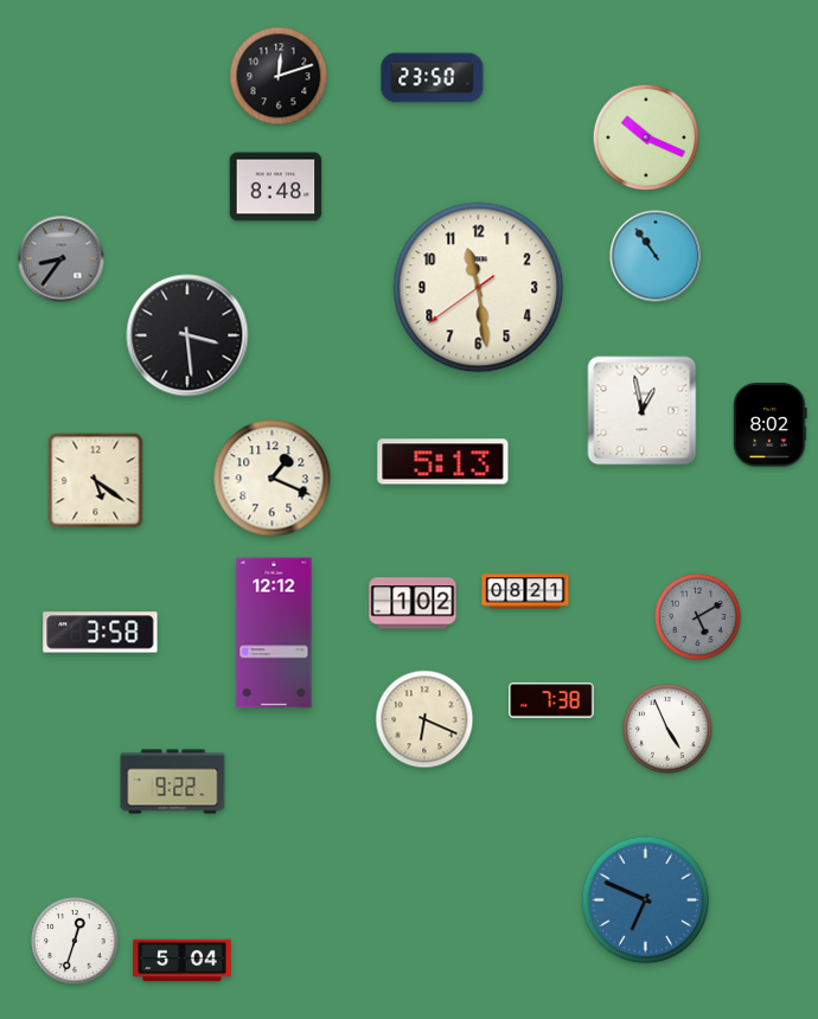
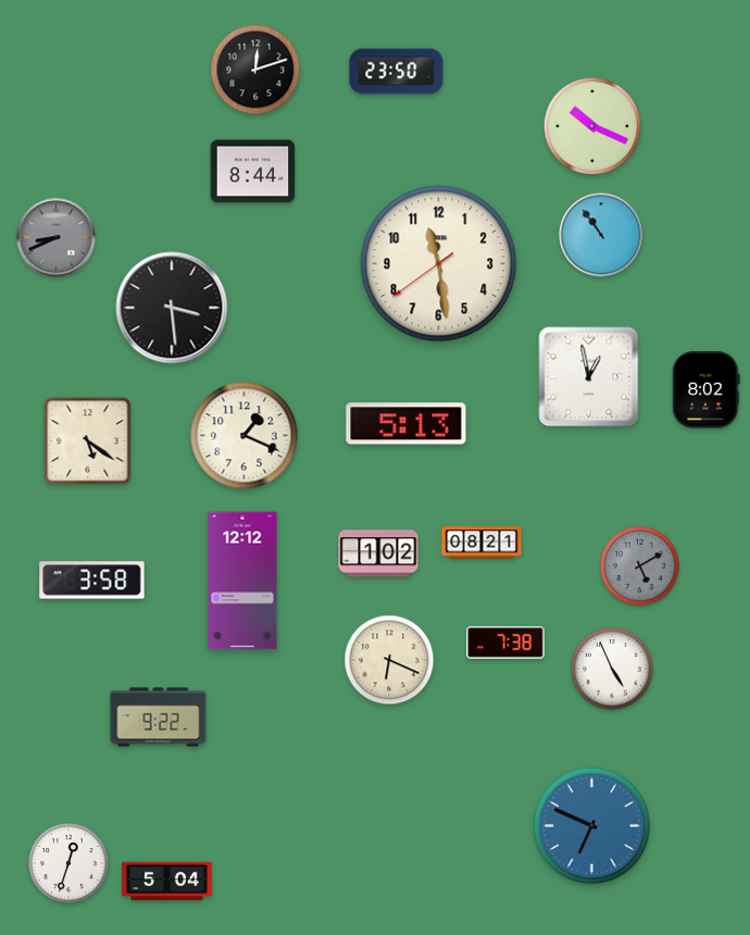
clock at (276, 187): 8:48 -> 8:44
clock at (62, 259): 8:36 -> 8:41
clock at (273, 479) position: (273, 479) -> (245, 436)
clock at (274, 633) position: (274, 633) -> (242, 581)
